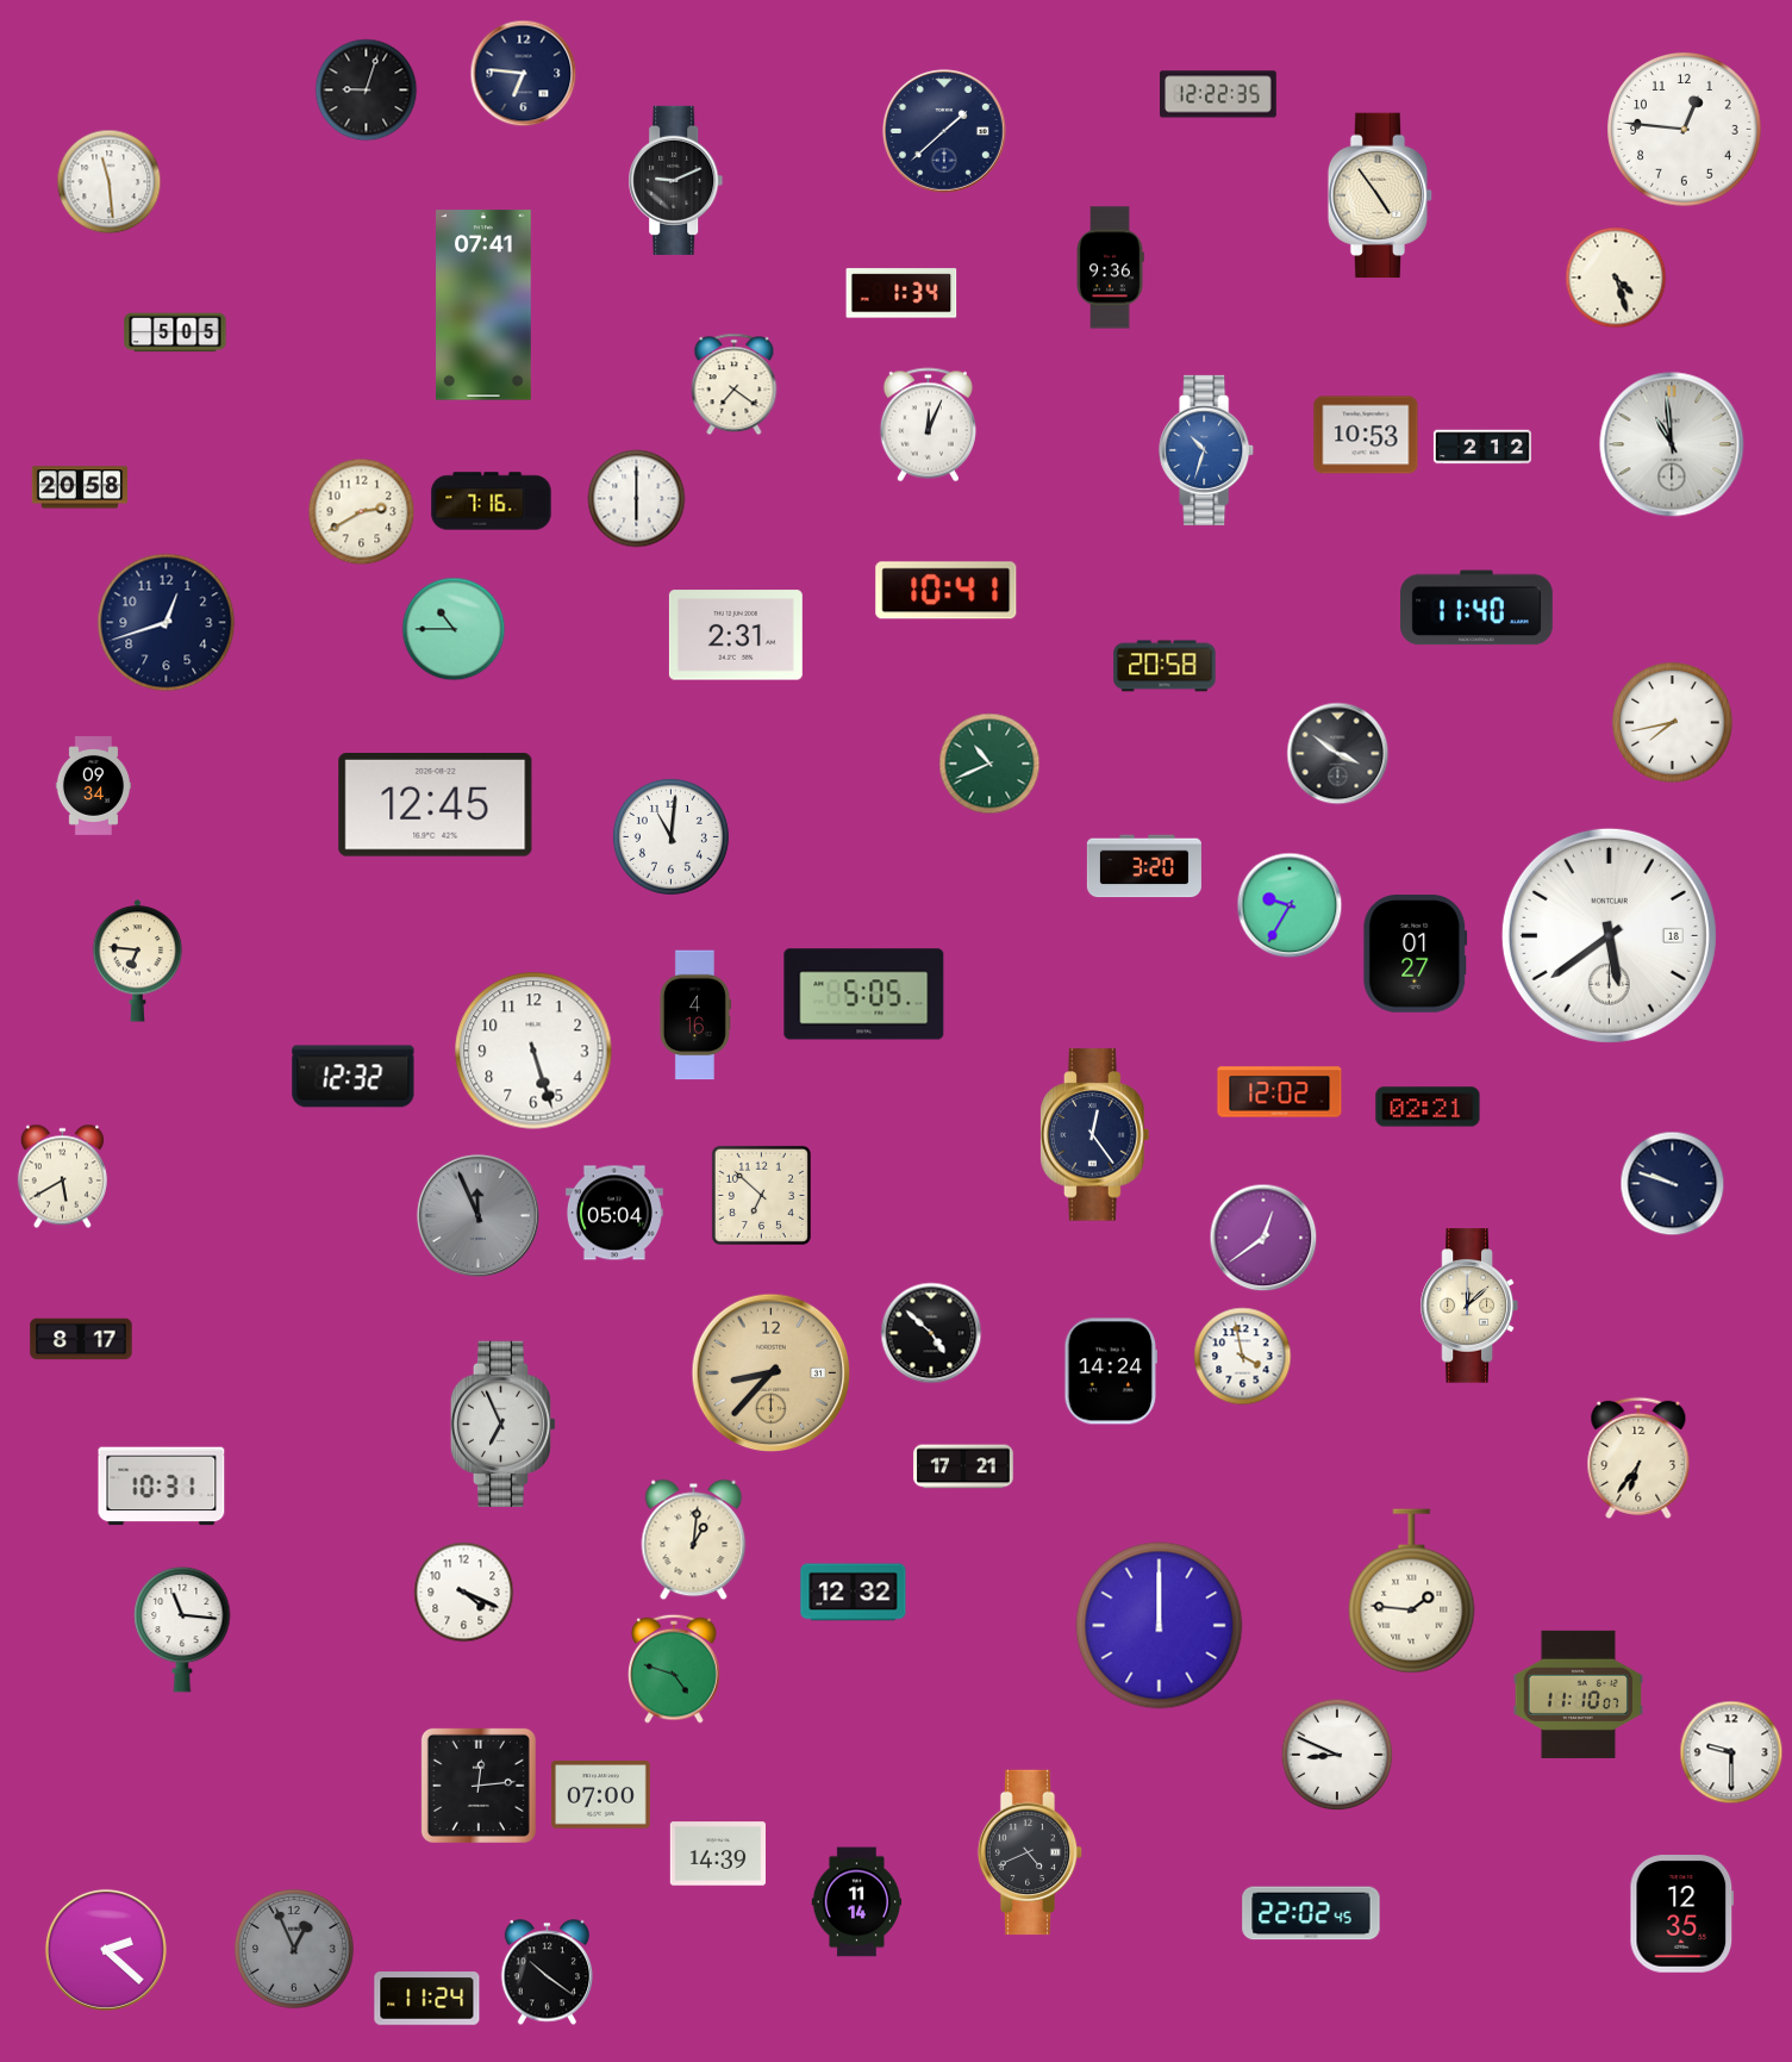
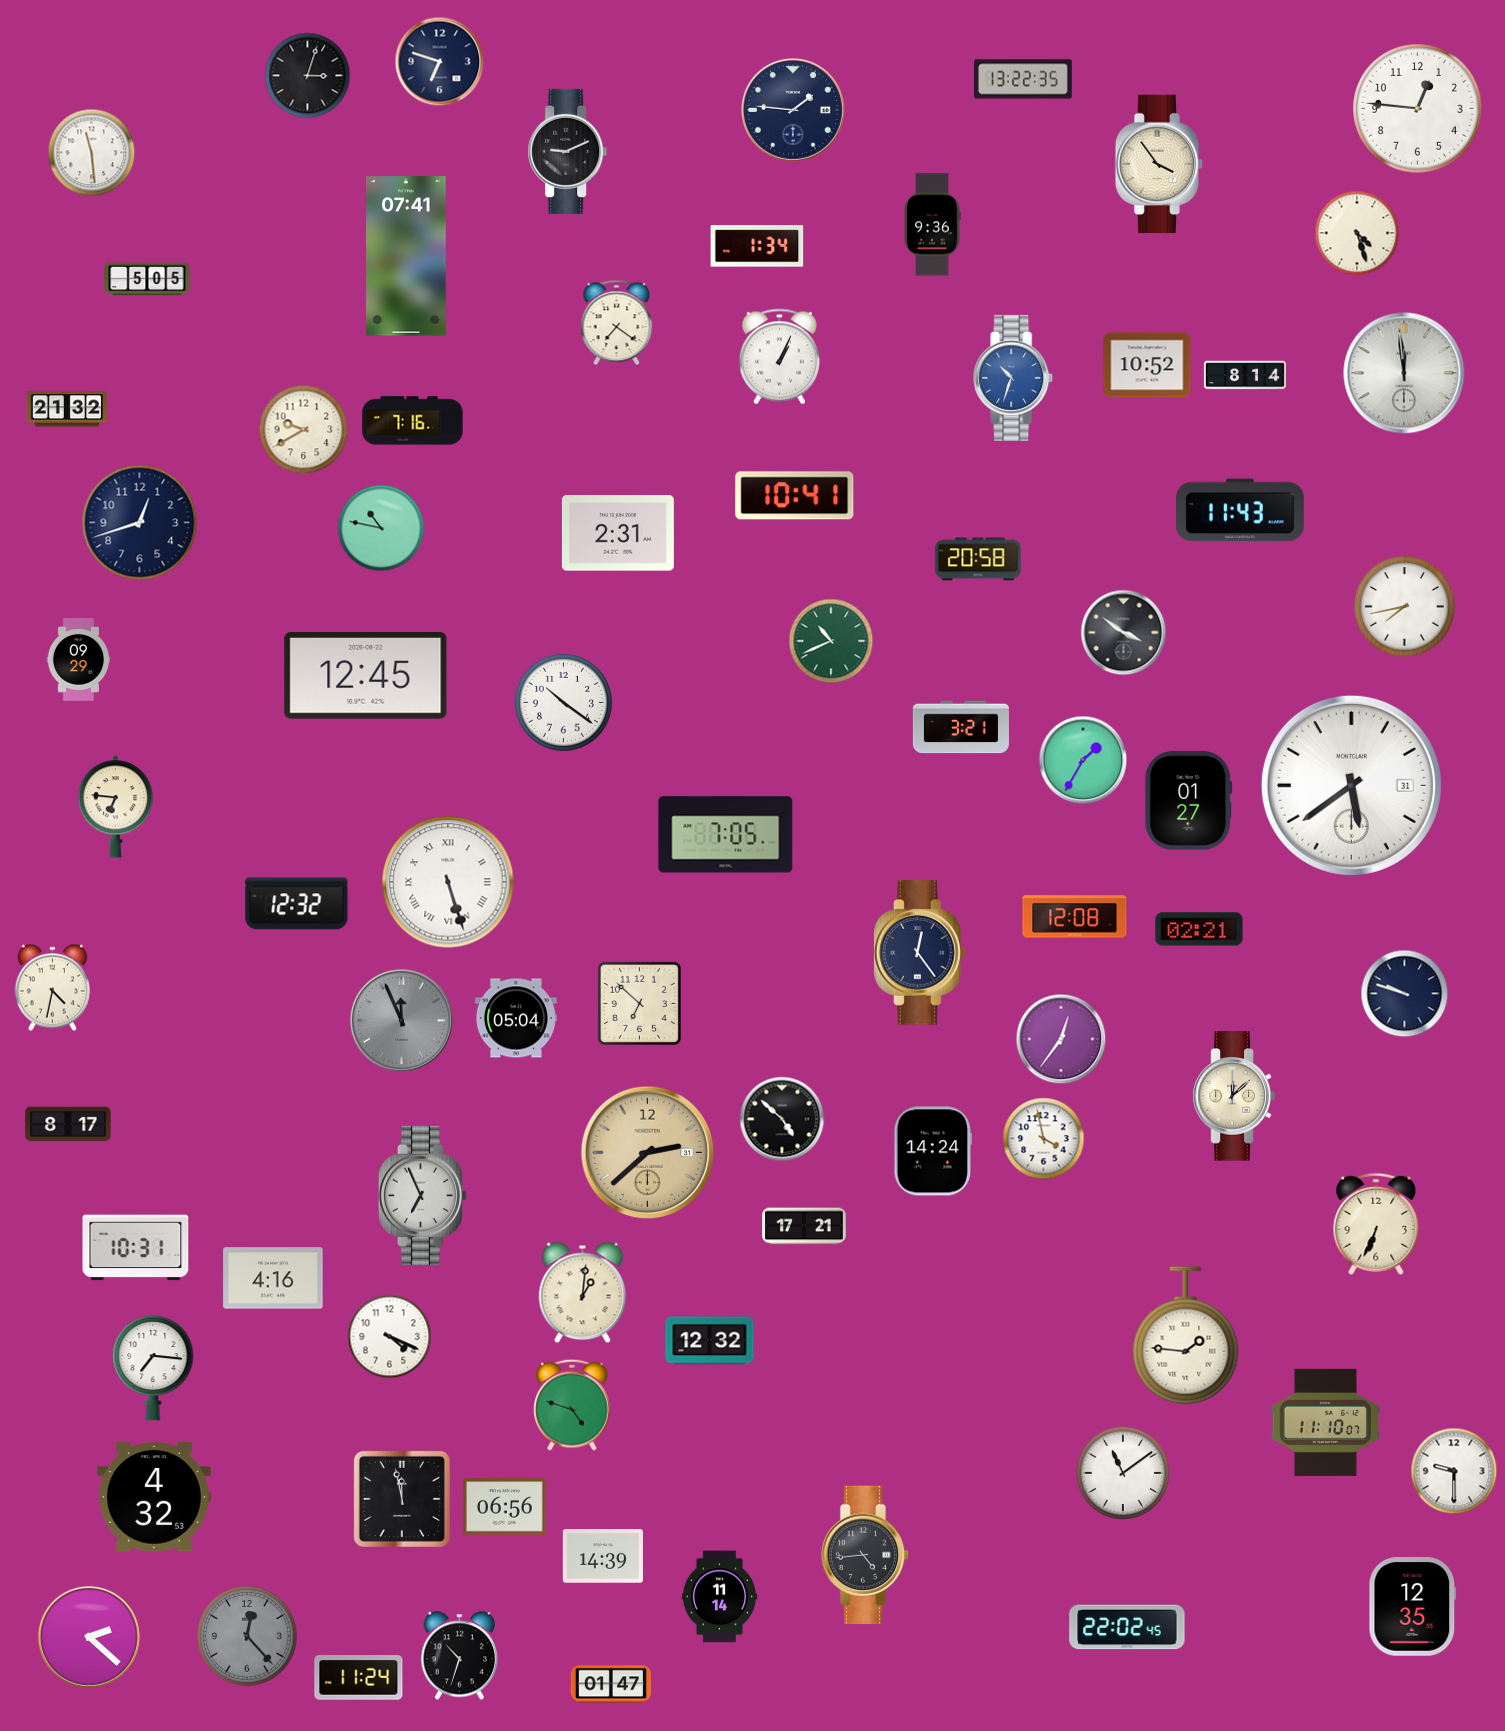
clock at (524, 74): 6:46 -> 6:48
clock at (367, 91): 9:03 -> 3:03
clock at (1219, 94): 12:22 -> 13:22
clock at (1685, 130) position: (1685, 130) -> (1418, 109)
clock at (944, 131): 1:38 -> 1:46
clock at (1380, 195): 4:54 -> 3:54
clock at (928, 425): 12:04 -> 1:04
clock at (1366, 435): 10:53 -> 10:52
clock at (1672, 444): 10:59 -> 11:59
clock at (1482, 447): 2:12 -> 8:14
clock at (79, 487): 20:58 -> 21:32
clock at (637, 499): 6:00 -> none
clock at (362, 512): 2:40 -> 9:40
clock at (1478, 608): 11:40 -> 11:43
clock at (454, 629): 10:45 -> 10:47
clock at (94, 786): 09:34 -> 09:29
clock at (670, 836): 11:01 -> 10:21
clock at (1144, 866): 3:20 -> 3:21
clock at (1290, 905): 9:35 -> 1:35
clock at (1609, 935) date: 18 -> 31
clock at (864, 995): 5:05 -> 7:05
clock at (694, 1015): 4:16 -> none
clock at (533, 1051) numerals: Arabic -> Roman
clock at (1280, 1092): 12:02 -> 12:08
clock at (62, 1177): 5:40 -> 4:32
clock at (1263, 1238): 12:39 -> 12:36
clock at (772, 1373): 8:37 -> 2:38
clock at (1638, 1458): 6:36 -> 6:34
clock at (963, 1466) position: (963, 1466) -> (804, 1226)
clock at (273, 1278): none -> 4:16
clock at (854, 1593) position: (854, 1593) -> (710, 1341)
clock at (1160, 1626): 12:00 -> none
clock at (182, 1630): 11:16 -> 7:16
clock at (674, 1669) position: (674, 1669) -> (572, 1405)
clock at (1337, 1755): 8:49 -> 11:09
clock at (154, 1497): none -> 4:32
clock at (479, 1786): 12:14 -> 11:58
clock at (600, 1795): 07:00 -> 06:56
clock at (1030, 1852): 4:41 -> 4:44
clock at (1311, 1913) position: (1311, 1913) -> (1127, 1627)
clock at (295, 1950): 12:56 -> 12:23
clock at (548, 1973): 10:21 -> 10:33
clock at (610, 1684): none -> 01:47
